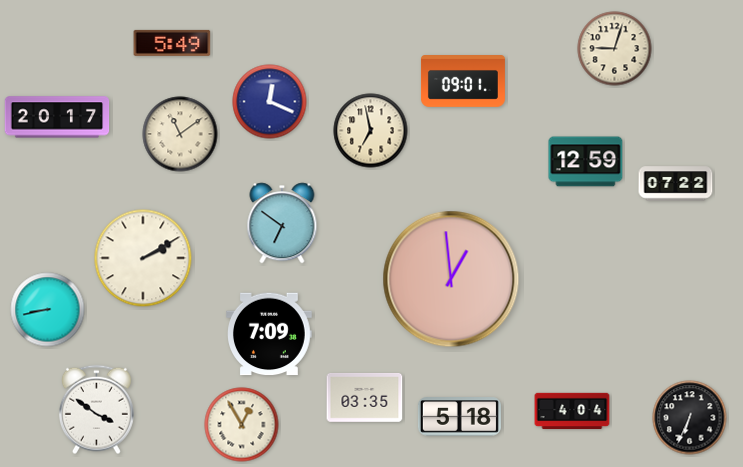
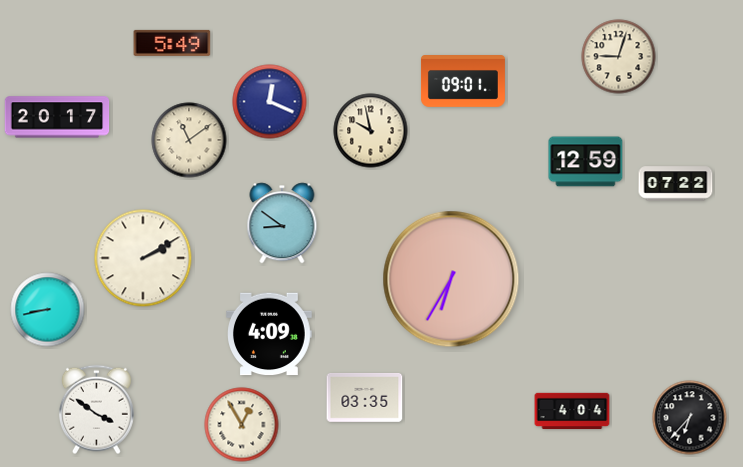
clock at (615, 49) position: (615, 49) -> (619, 57)
clock at (371, 131): 6:58 -> 9:58
clock at (180, 134) position: (180, 134) -> (189, 140)
clock at (282, 223): 6:51 -> 8:51
clock at (451, 279): 12:59 -> 6:35
clock at (270, 334): 7:09 -> 4:09
clock at (459, 417): 5:18 -> none
clock at (690, 418): 6:34 -> 6:37
